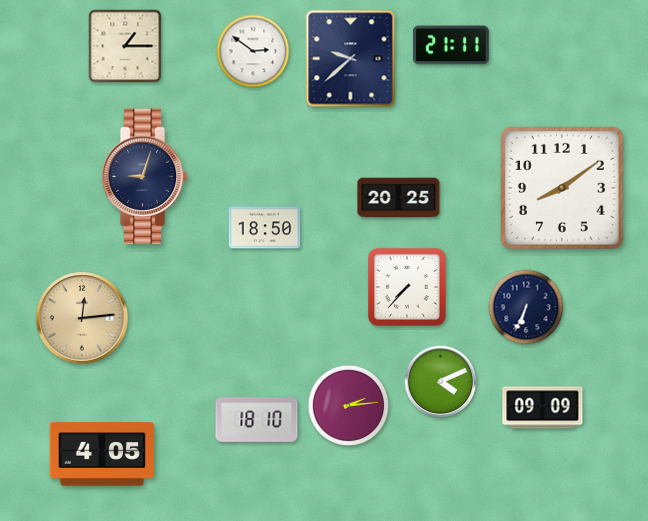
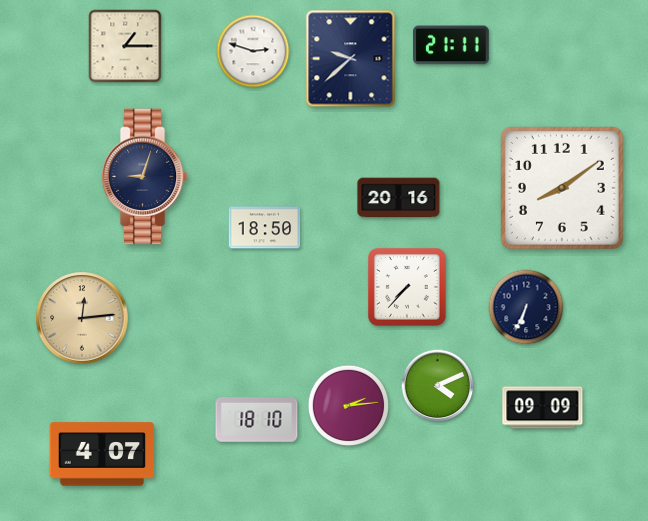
clock at (253, 51): 2:51 -> 2:48
clock at (399, 198): 20:25 -> 20:16
clock at (441, 382) position: (441, 382) -> (438, 386)
clock at (102, 454): 4:05 -> 4:07
